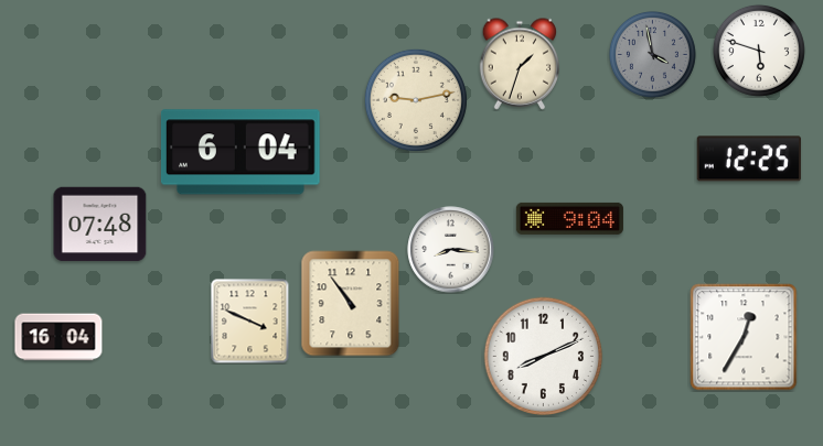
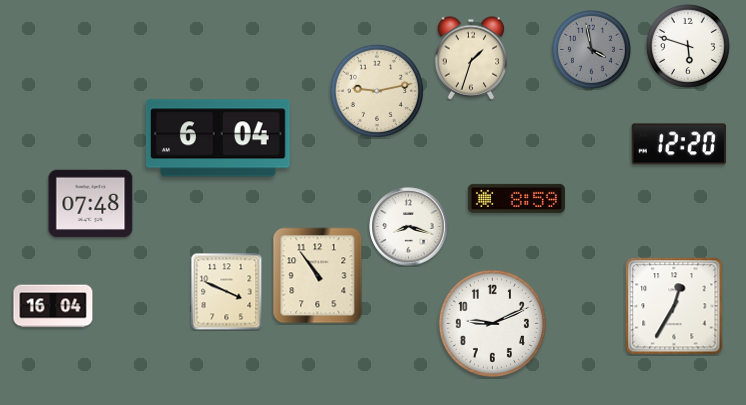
clock at (749, 159): 12:25 -> 12:20
clock at (569, 218): 9:04 -> 8:59
clock at (451, 250): 8:16 -> 8:18
clock at (543, 356): 8:11 -> 9:11
